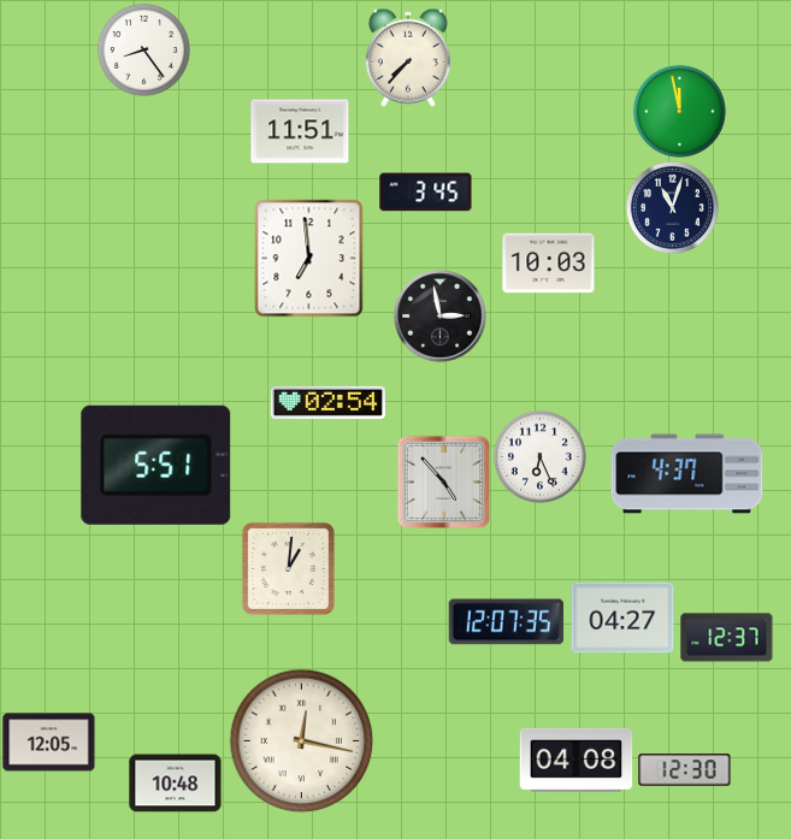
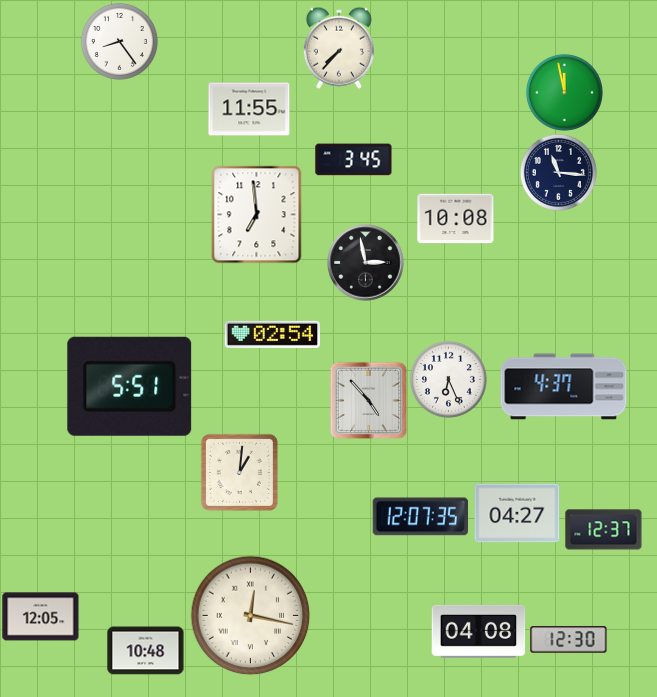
clock at (300, 131): 11:51 -> 11:55
clock at (672, 207): 11:03 -> 11:16
clock at (549, 264): 10:03 -> 10:08
clock at (687, 474) position: (687, 474) -> (564, 387)
